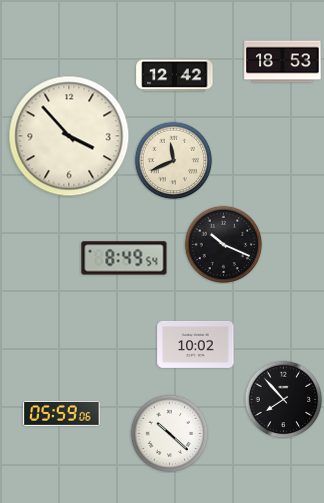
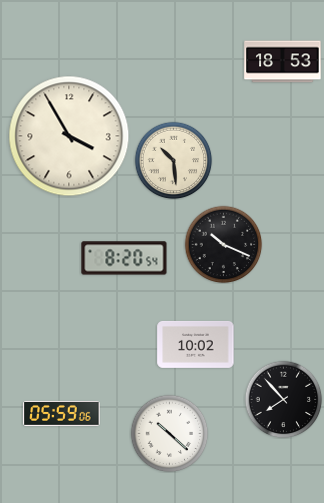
clock at (175, 76): 12:42 -> none
clock at (69, 136): 3:53 -> 3:55
clock at (173, 160): 11:41 -> 10:29
clock at (124, 258): 8:49 -> 8:20
